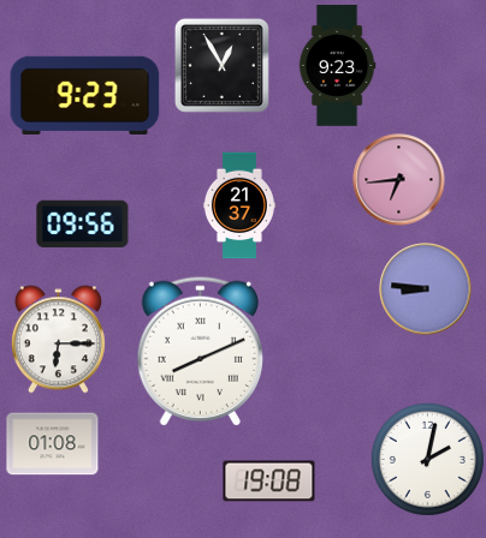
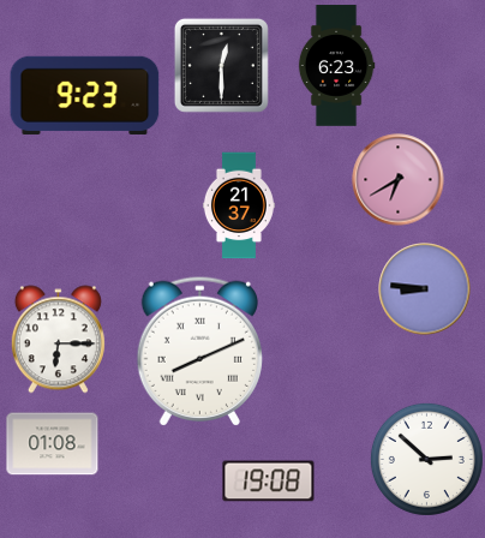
clock at (221, 65): 12:55 -> 12:30
clock at (337, 66): 9:23 -> 6:23
clock at (399, 180): 6:44 -> 6:40
clock at (83, 223): 09:56 -> none
clock at (427, 459): 2:02 -> 2:52
